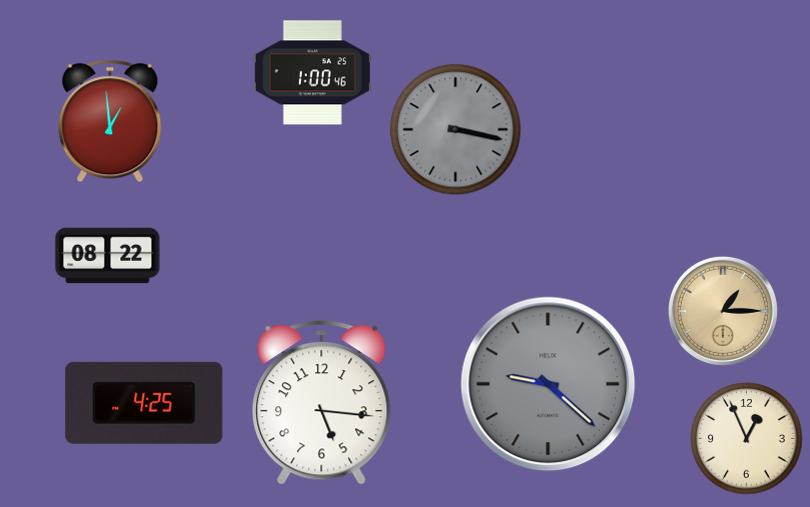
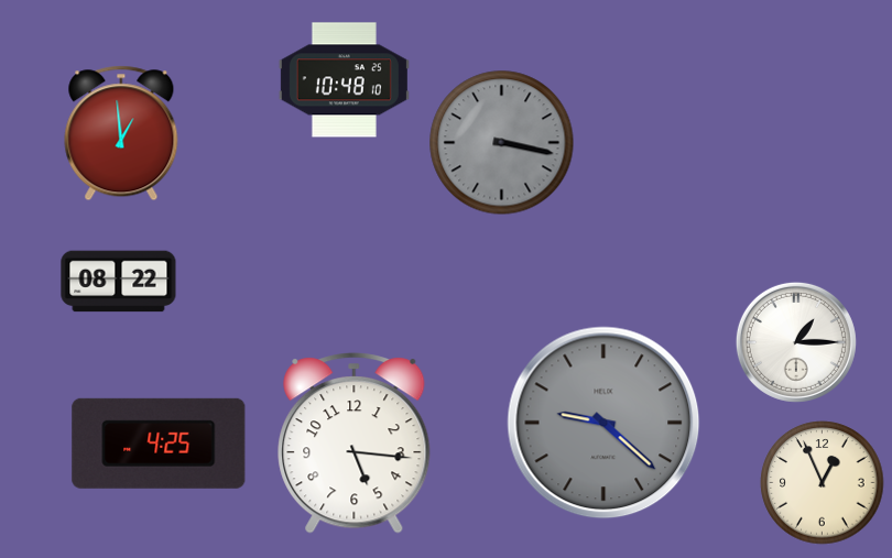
clock at (312, 73): 1:00 -> 10:48
clock at (723, 311) dial: champagne -> white
